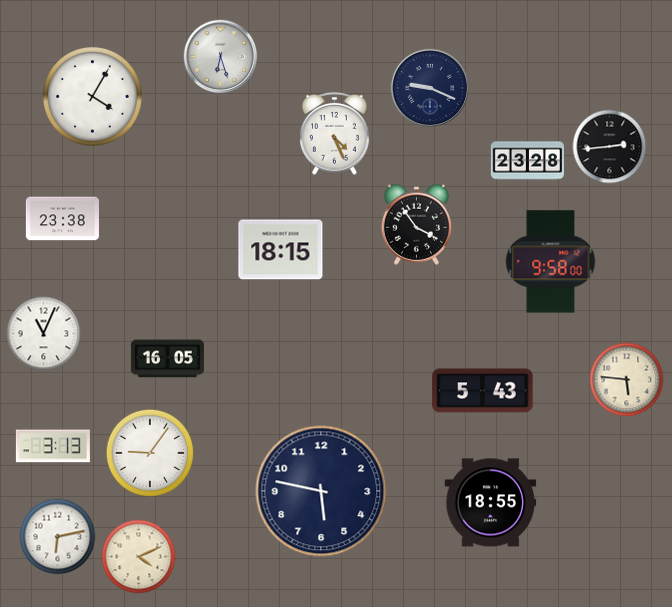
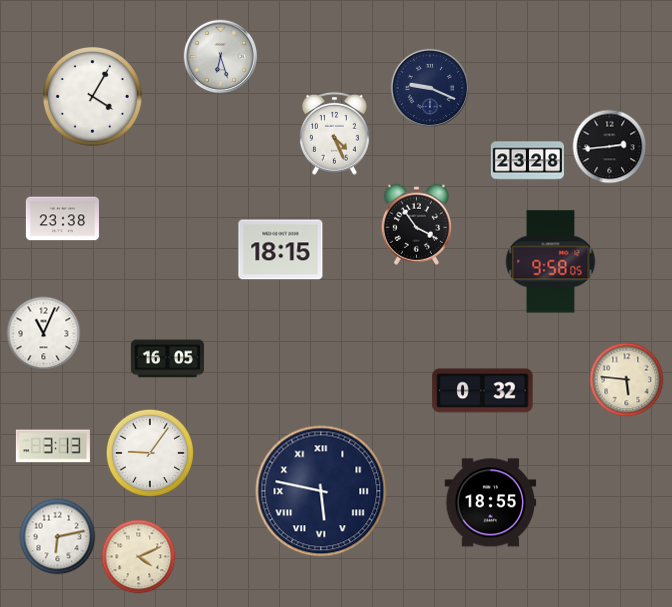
clock at (551, 262): 9:58:00 -> 9:58:05
clock at (483, 391): 5:43 -> 0:32
clock at (321, 491) numerals: Arabic -> Roman
